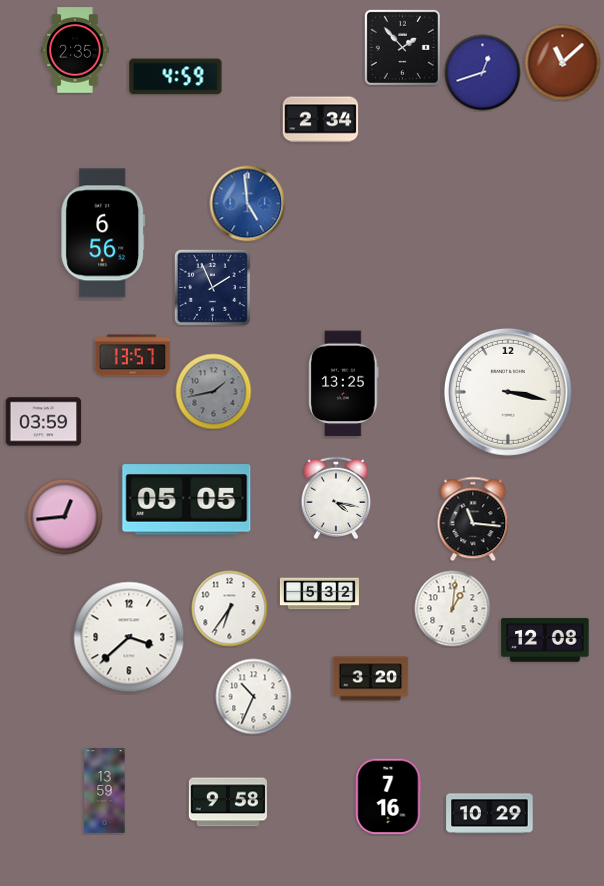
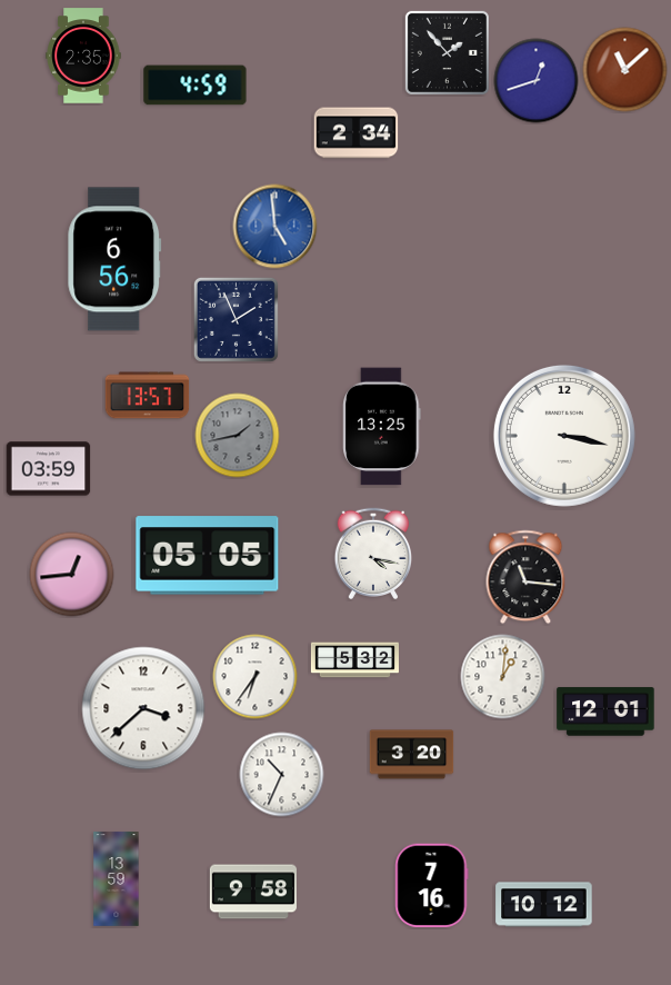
clock at (545, 640): 12:08 -> 12:01
clock at (490, 814): 10:29 -> 10:12
